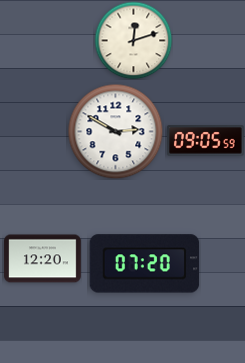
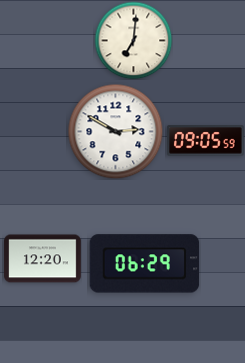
clock at (133, 40): 12:12 -> 7:01
clock at (145, 264): 07:20 -> 06:29
